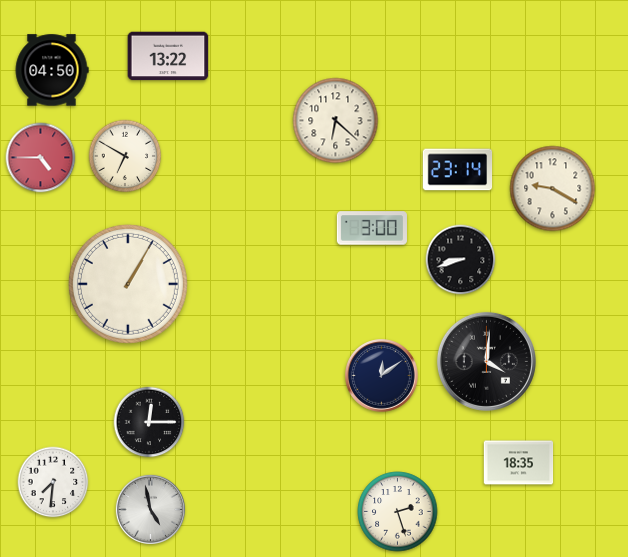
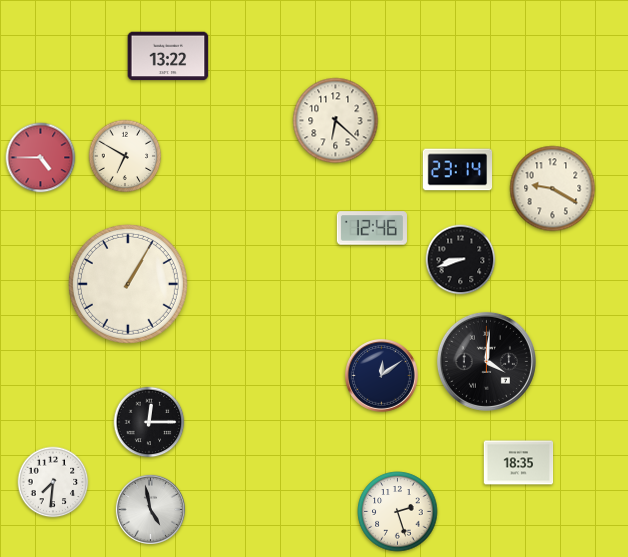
clock at (52, 70): 04:50 -> none
clock at (372, 228): 3:00 -> 12:46
